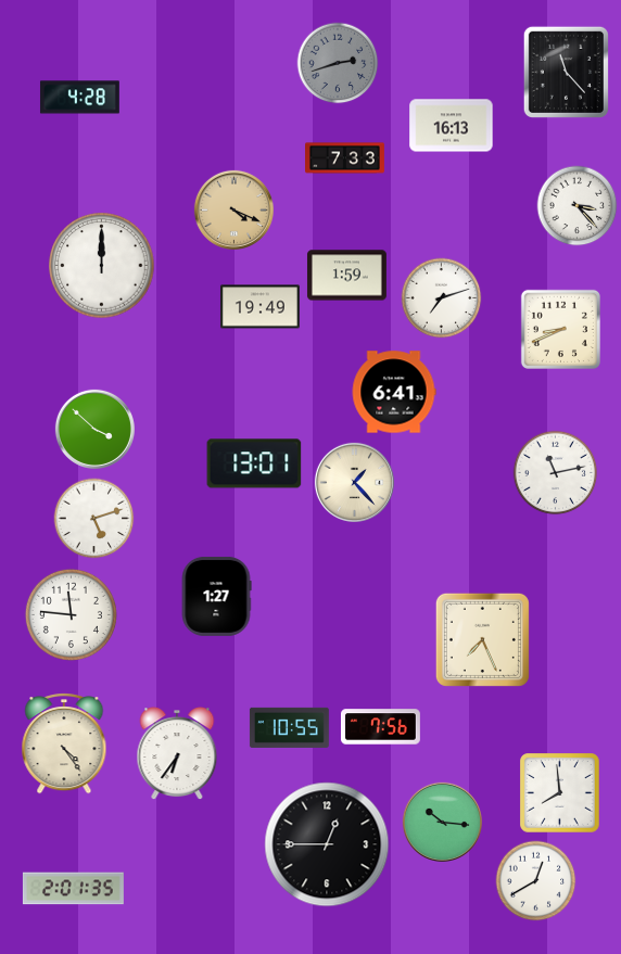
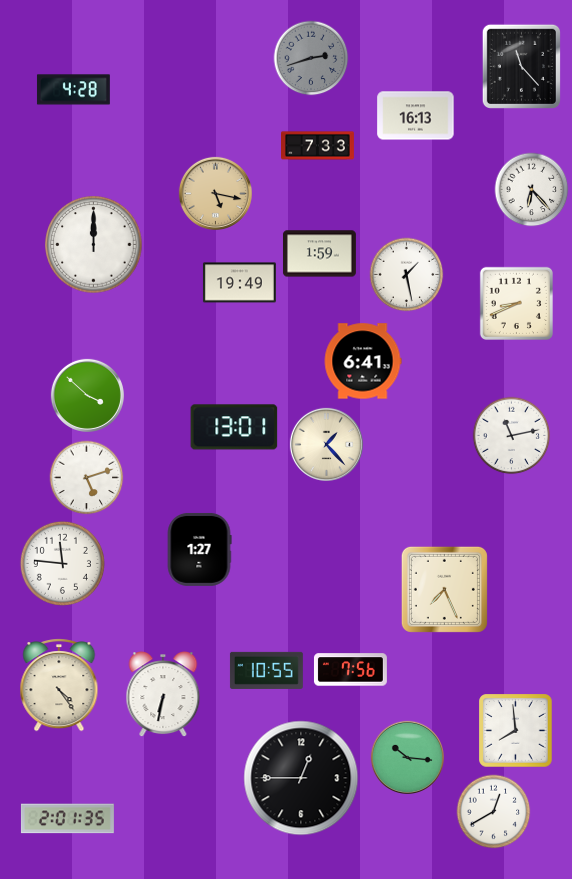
clock at (578, 206): 3:23 -> 6:23
clock at (233, 209): 4:19 -> 5:17
clock at (442, 298): 7:12 -> 1:28
clock at (71, 614) position: (71, 614) -> (62, 563)
clock at (177, 754): 6:36 -> 6:32
